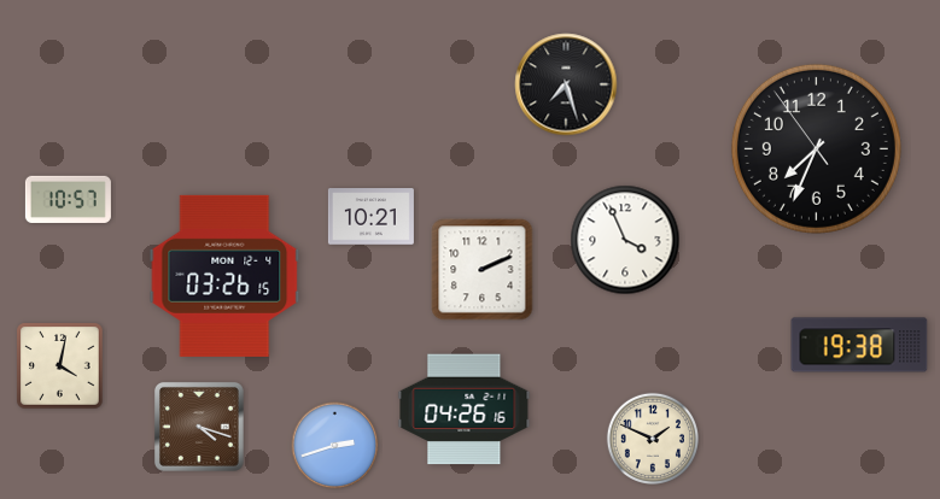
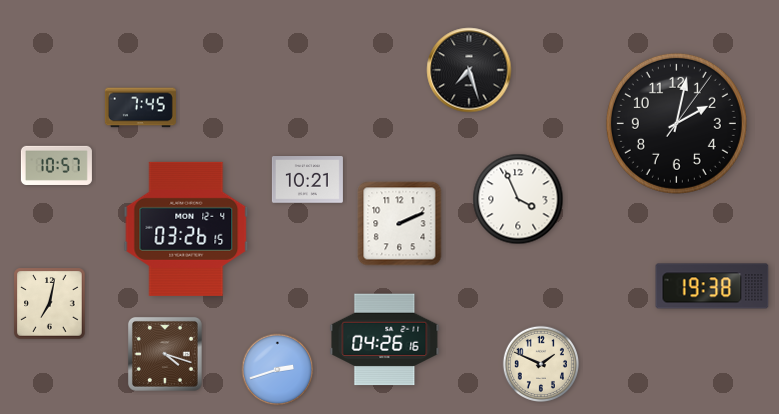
clock at (140, 108): none -> 7:45
clock at (816, 148): 7:33 -> 2:02
clock at (60, 366): 4:02 -> 7:02
